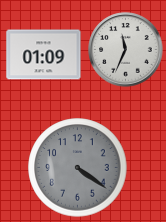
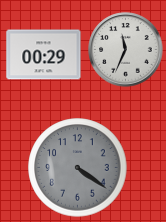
clock at (44, 55): 01:09 -> 00:29
